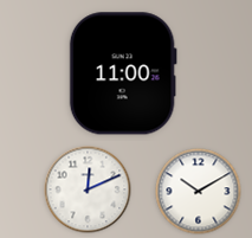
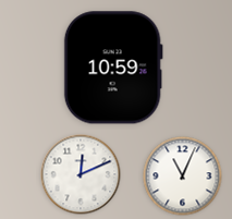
clock at (123, 73): 11:00 -> 10:59
clock at (199, 192): 10:10 -> 11:04
